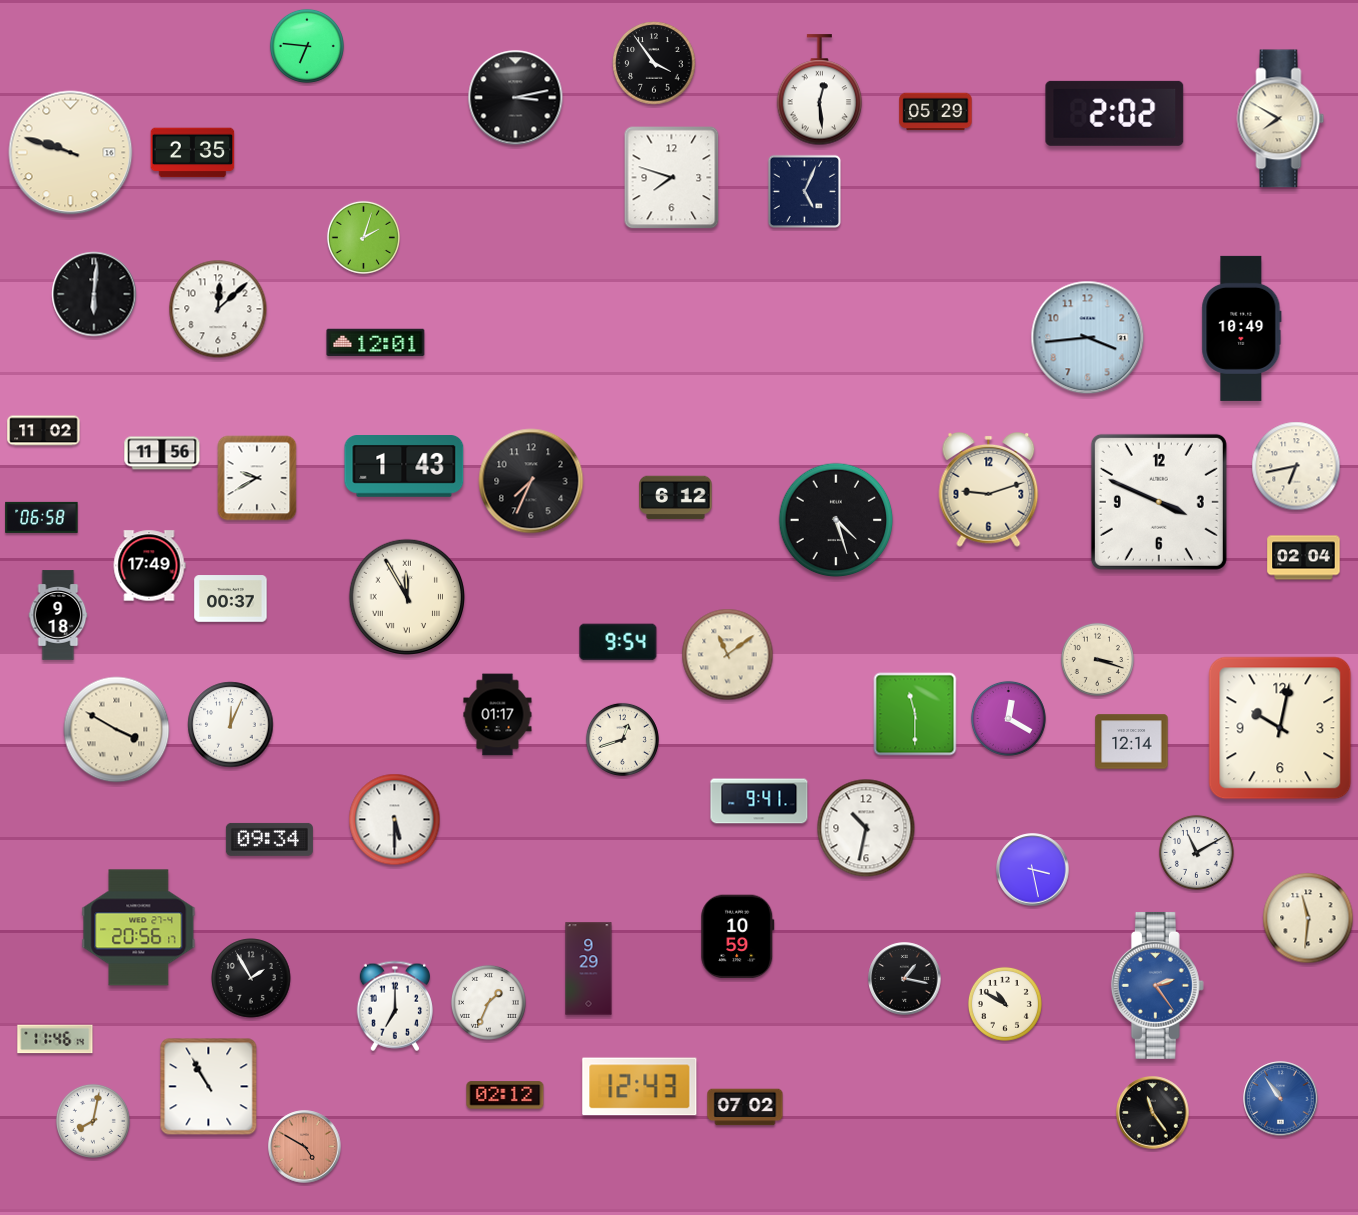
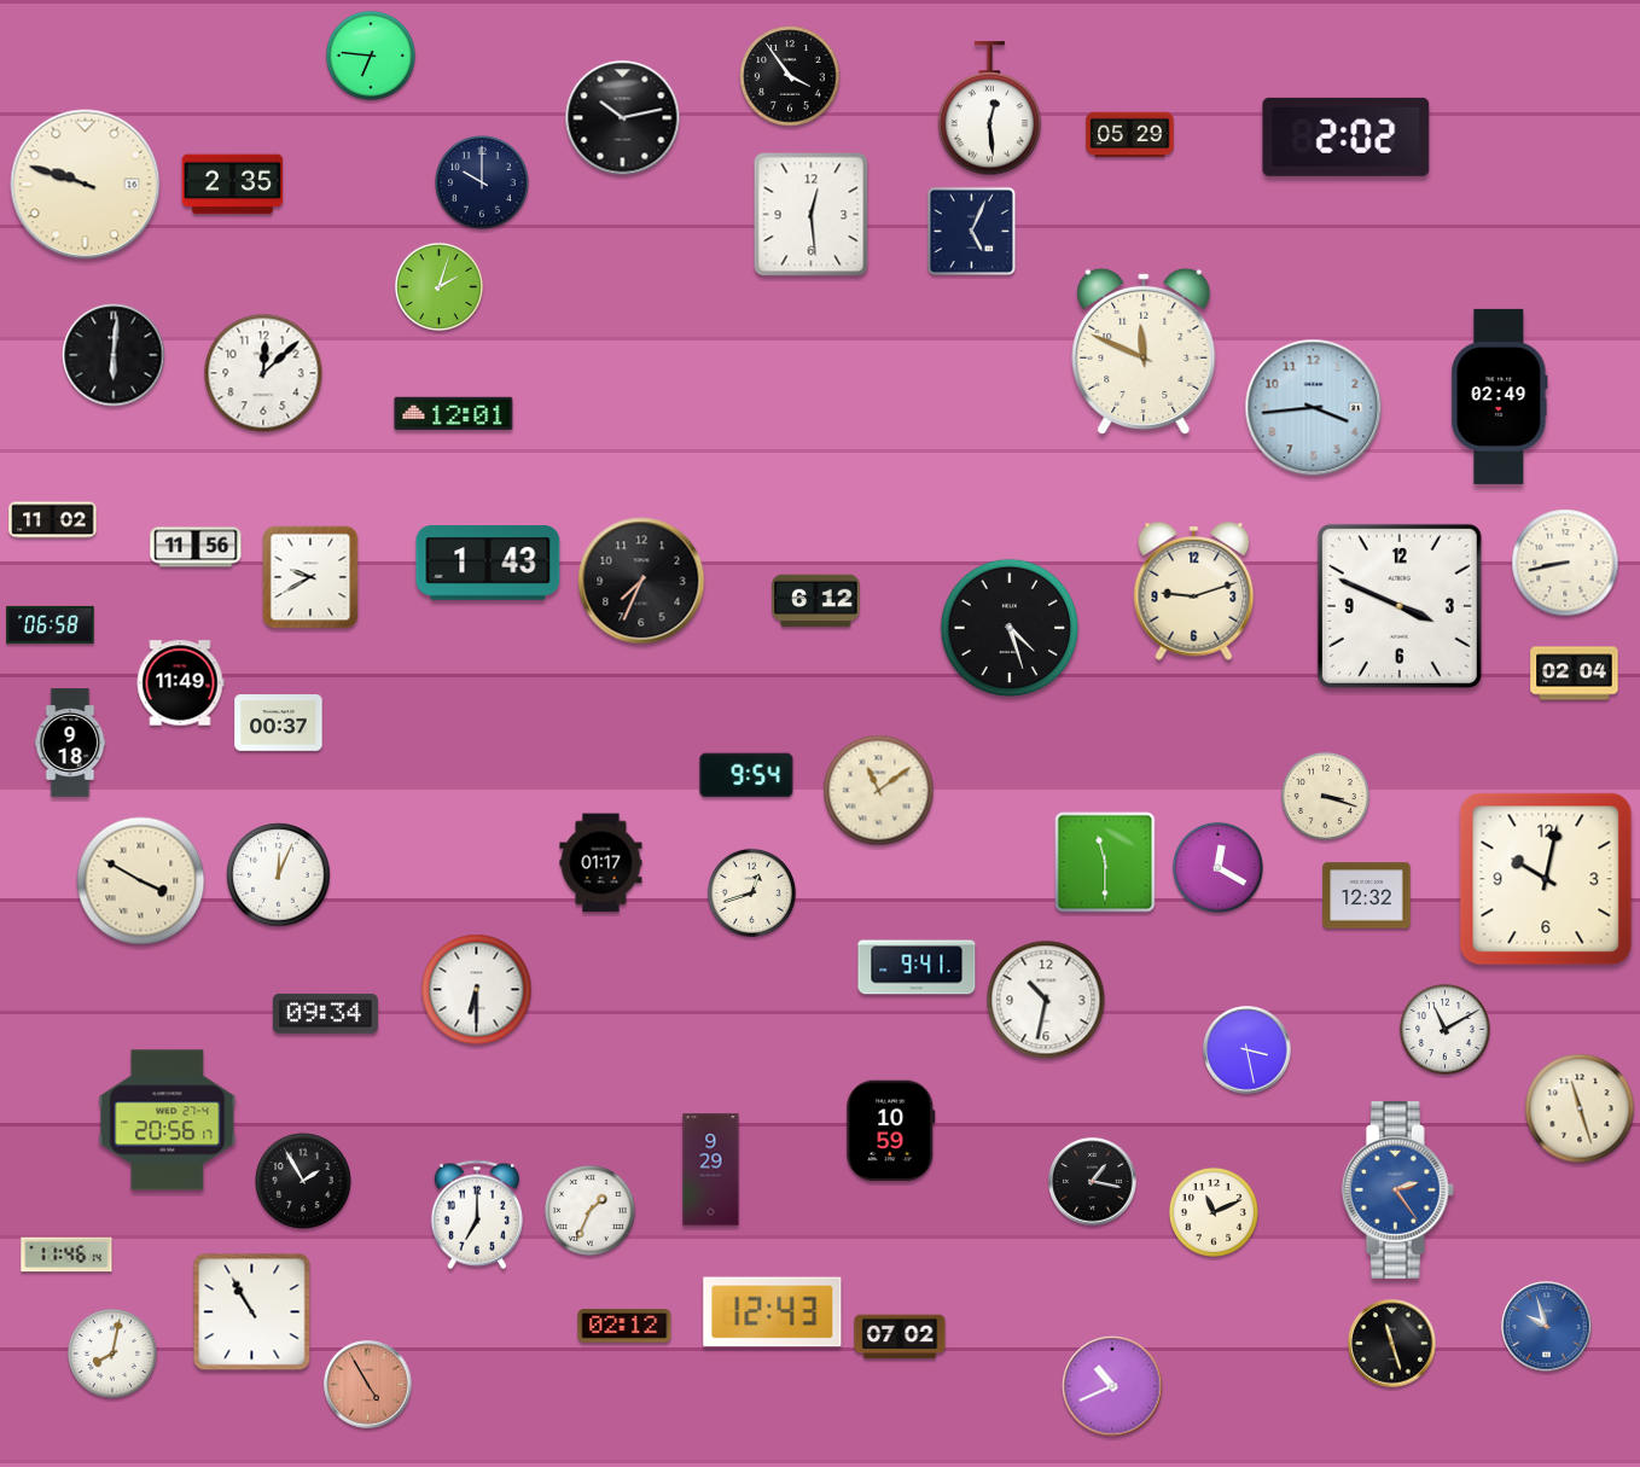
clock at (516, 98): 3:13 -> 10:13
clock at (1281, 119): 7:50 -> none
clock at (483, 184): none -> 10:00
clock at (672, 178): 7:48 -> 12:29
clock at (1144, 350): none -> 11:49
clock at (1242, 328): 10:49 -> 02:49
clock at (1296, 466): 6:43 -> 8:43
clock at (149, 566): 17:49 -> 11:49
clock at (407, 597): 11:55 -> none
clock at (1132, 742): 12:14 -> 12:32
clock at (395, 820): 5:30 -> 6:30
clock at (1308, 918): 11:31 -> 11:27
clock at (1005, 1004): 10:50 -> 11:11
clock at (505, 1095) position: (505, 1095) -> (624, 1326)
clock at (1281, 1099): 10:54 -> 9:57
clock at (1153, 1113): 11:24 -> 11:27
clock at (305, 1147): 4:50 -> 4:55
clock at (1112, 1386): none -> 10:41
